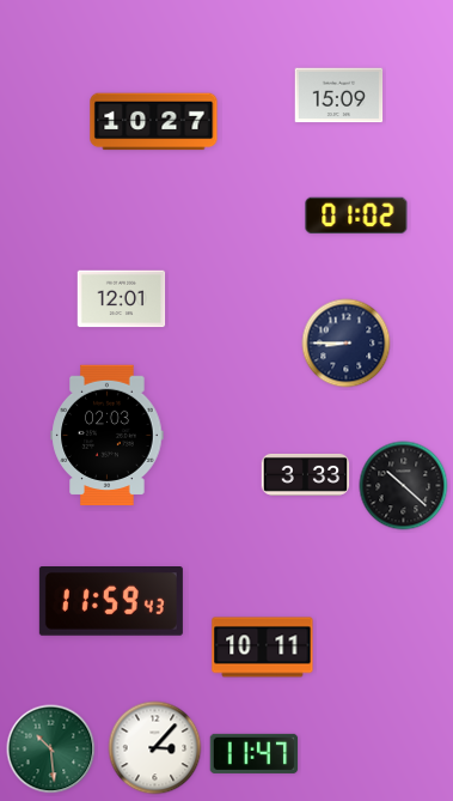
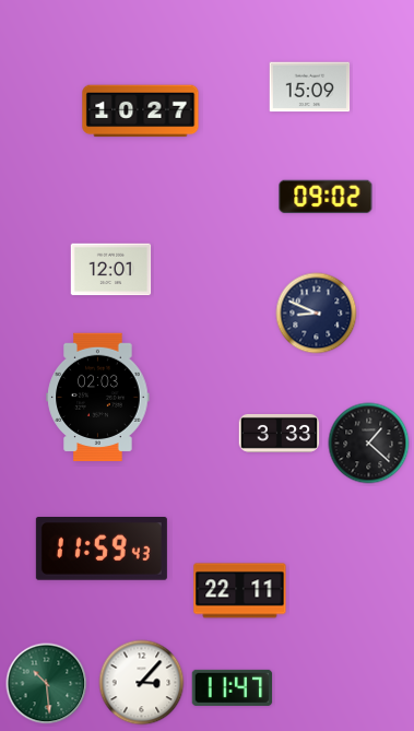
clock at (356, 216): 01:02 -> 09:02
clock at (122, 299) position: (122, 299) -> (111, 270)
clock at (347, 344): 8:45 -> 8:49
clock at (404, 486): 10:22 -> 1:22
clock at (263, 648): 10:11 -> 22:11
